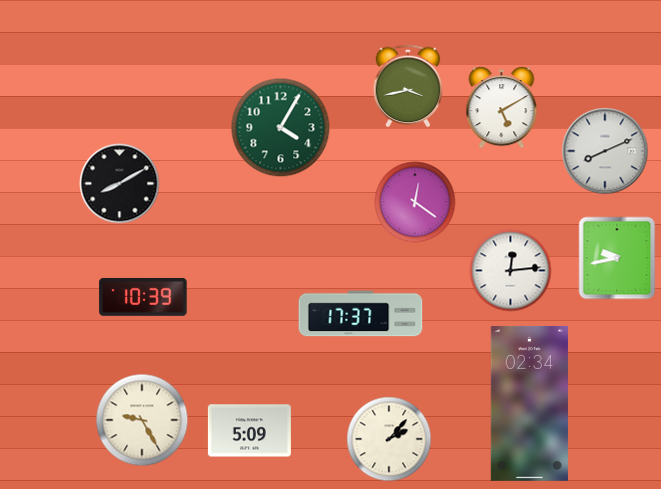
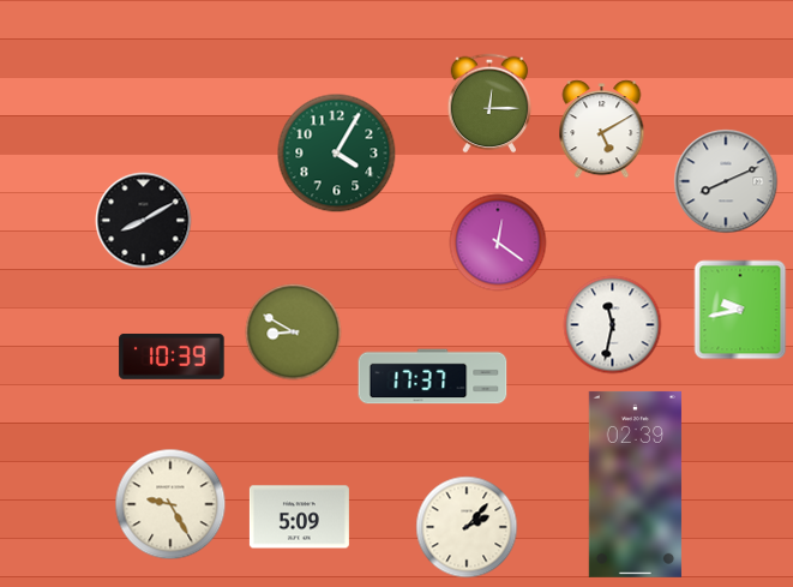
clock at (408, 86): 3:43 -> 12:15
clock at (511, 271): 12:14 -> 11:32
clock at (294, 333): none -> 8:50
clock at (529, 403): 02:34 -> 02:39
